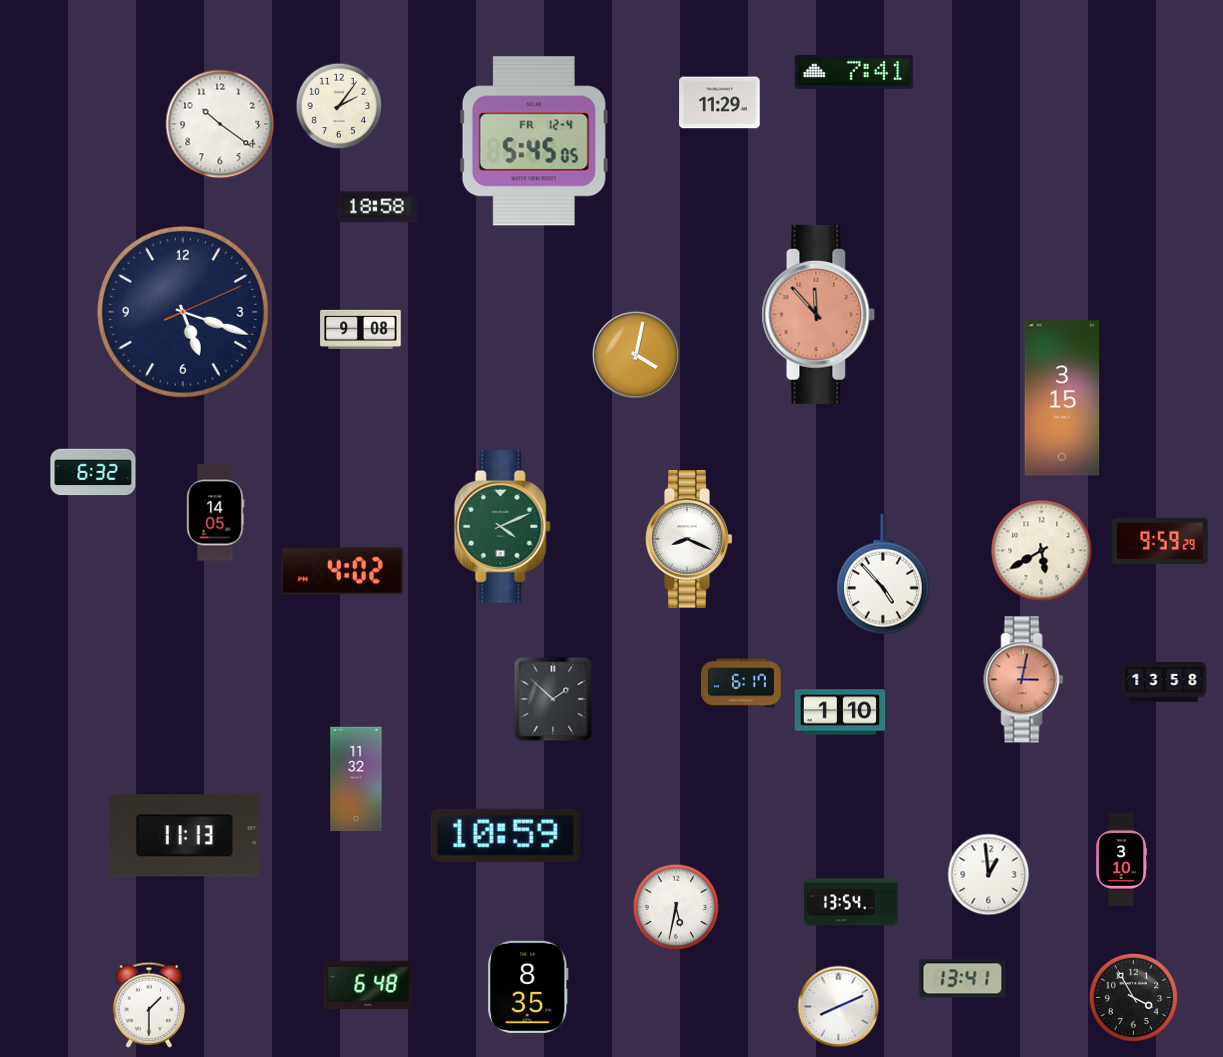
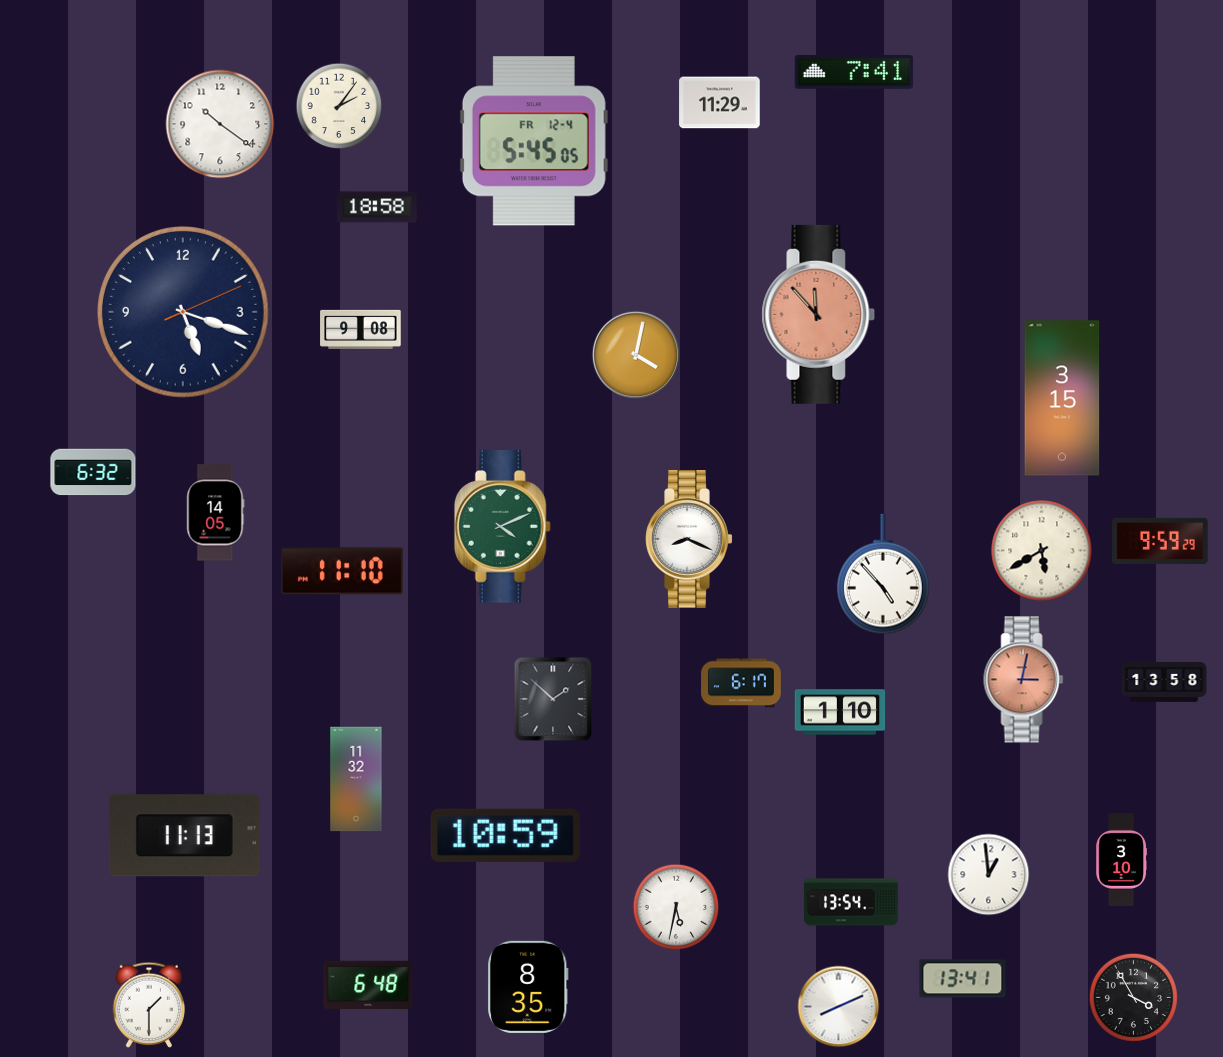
clock at (342, 571): 4:02 -> 11:10
